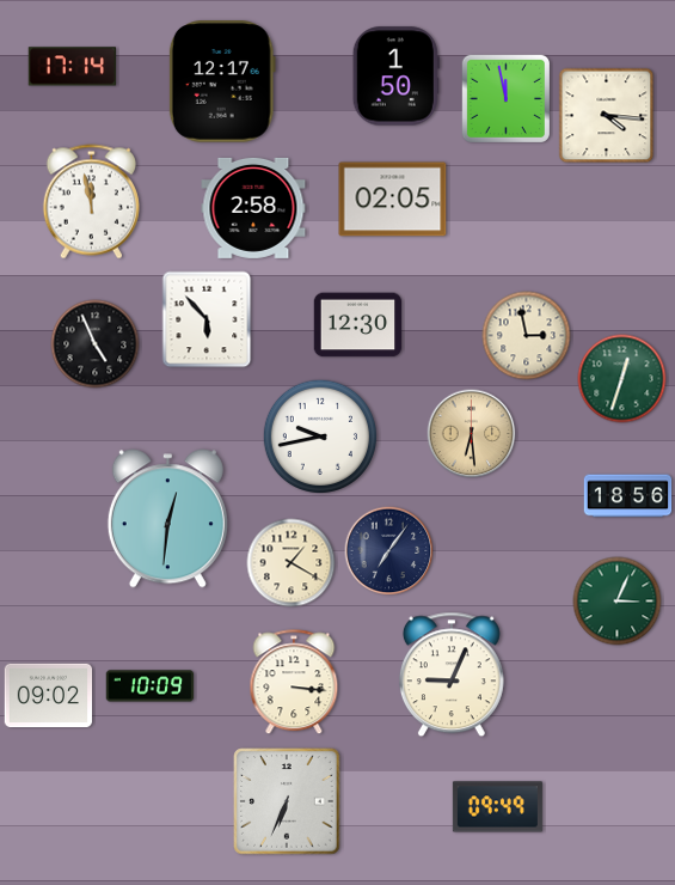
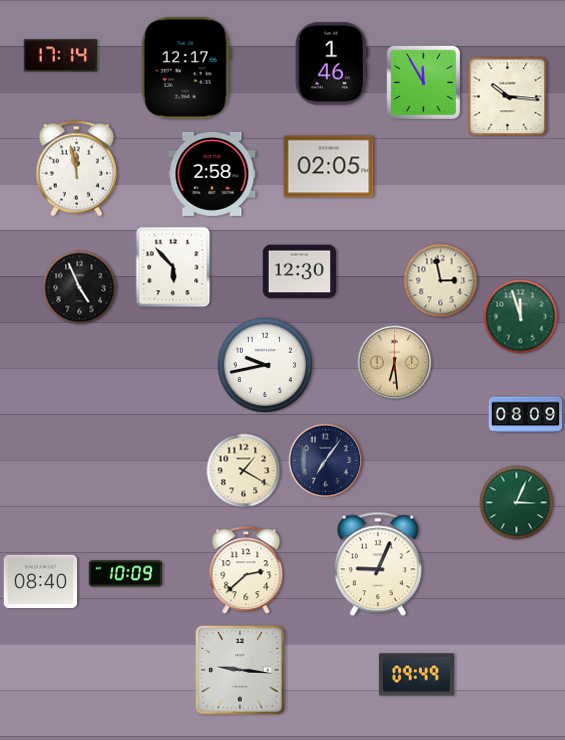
clock at (395, 77): 1:50 -> 1:46
clock at (505, 98): 11:58 -> 11:55
clock at (607, 116): 4:16 -> 10:16
clock at (622, 379): 12:33 -> 11:57
clock at (319, 435) position: (319, 435) -> (264, 364)
clock at (628, 496): 18:56 -> 08:09
clock at (167, 519): 12:31 -> none
clock at (294, 683): 3:16 -> 2:38
clock at (49, 696): 09:02 -> 08:40
clock at (287, 801): 6:34 -> 9:16
